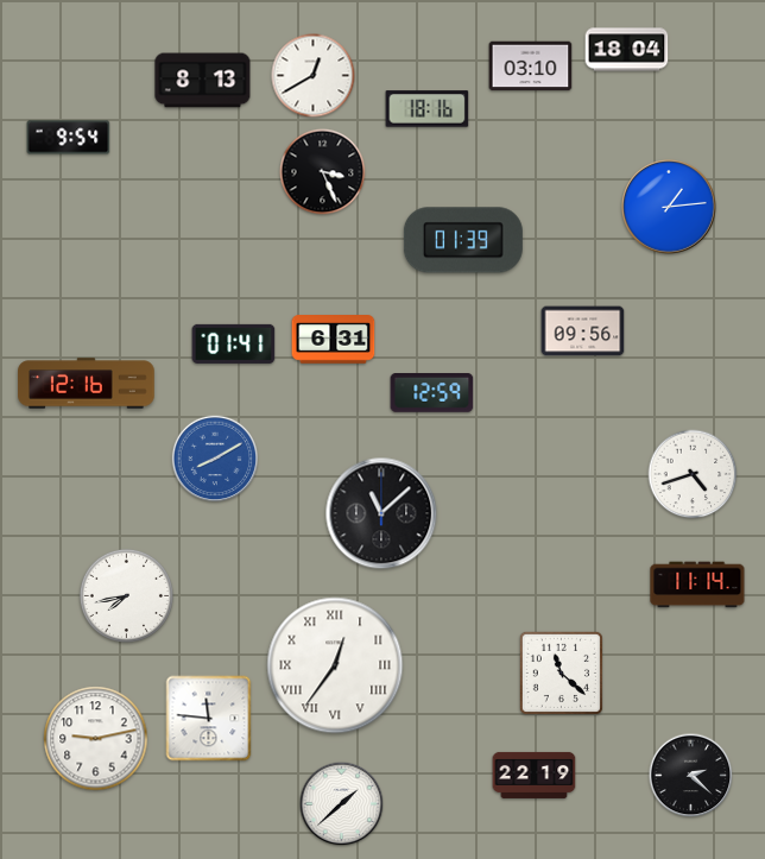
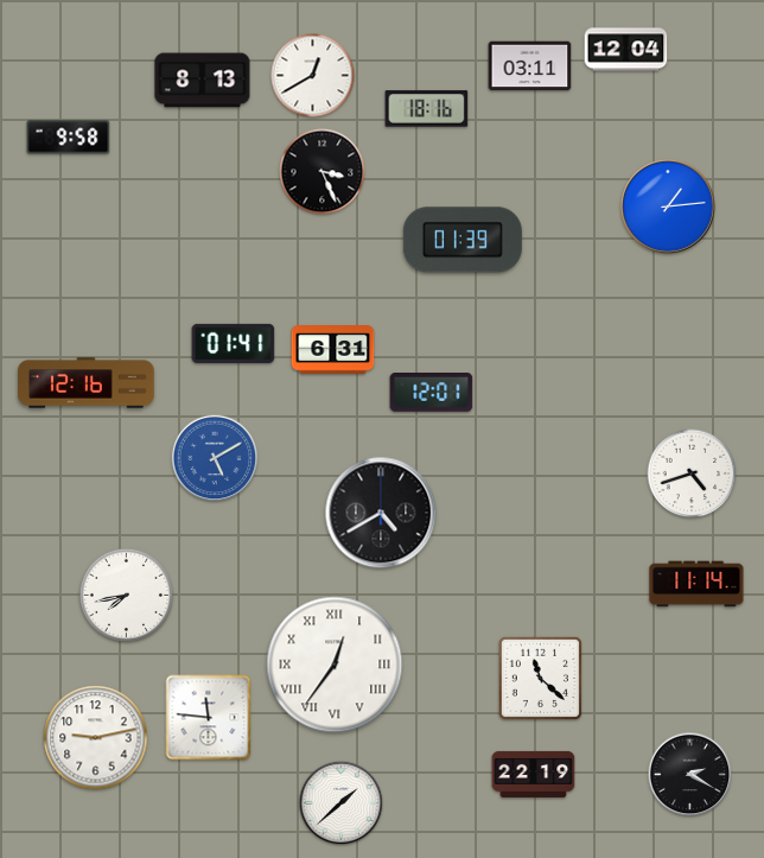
clock at (627, 50): 18:04 -> 12:04
clock at (531, 67): 03:10 -> 03:11
clock at (69, 138): 9:54 -> 9:58
clock at (583, 331): 09:56 -> none
clock at (334, 340) position: (334, 340) -> (333, 350)
clock at (432, 393): 12:59 -> 12:01
clock at (215, 459): 8:10 -> 5:10
clock at (381, 513): 11:08 -> 4:40
clock at (561, 672) position: (561, 672) -> (540, 678)
clock at (691, 776): 2:22 -> 2:20
